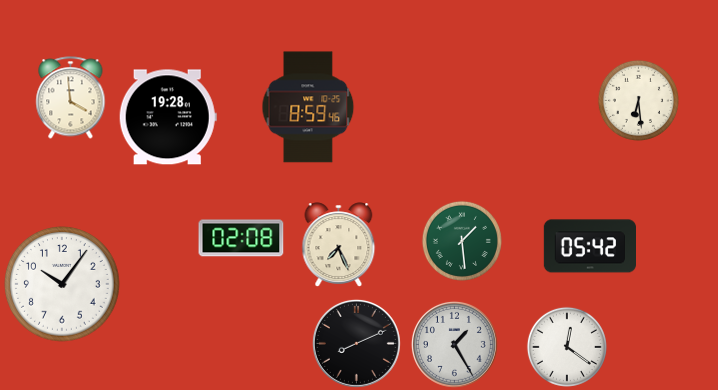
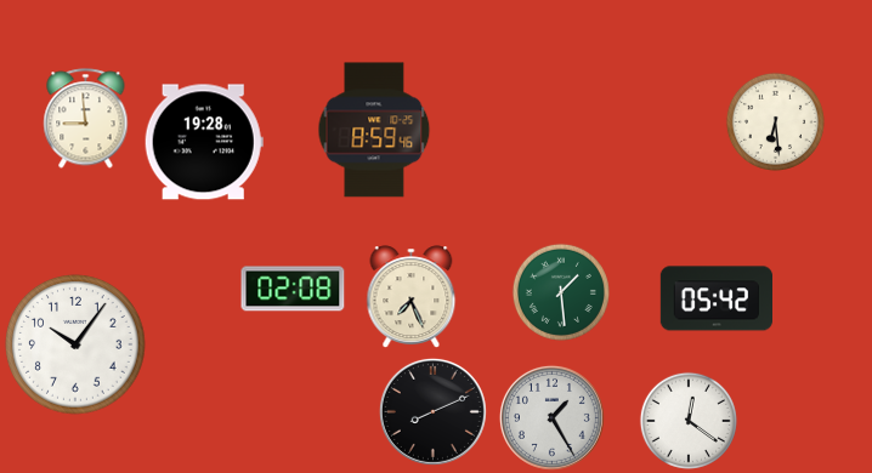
clock at (71, 98): 3:59 -> 8:59
clock at (356, 343) position: (356, 343) -> (432, 411)
